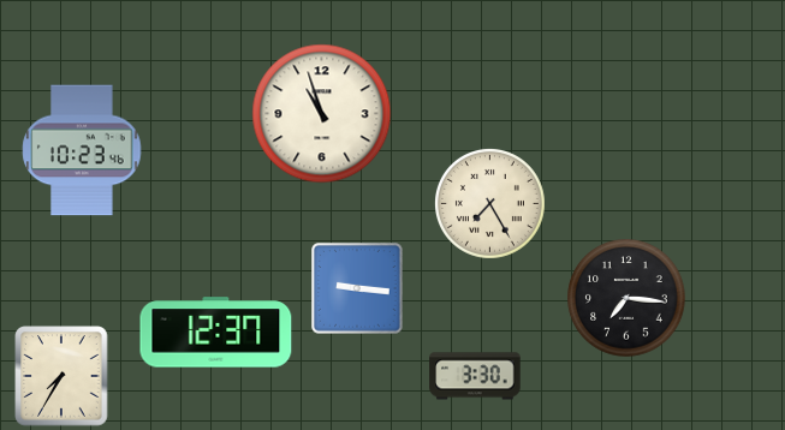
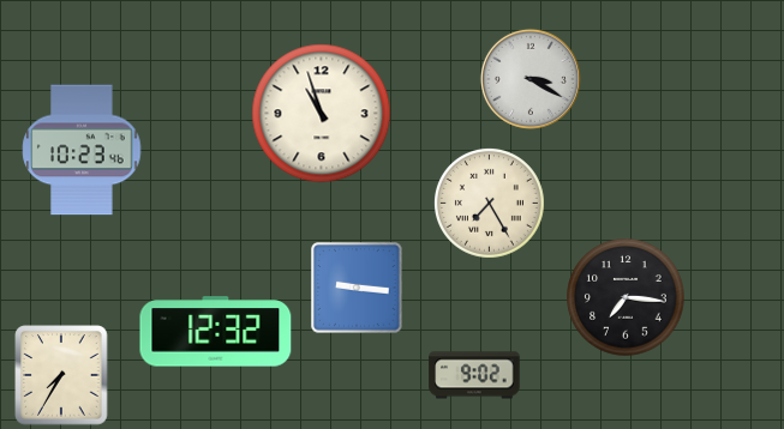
clock at (531, 79): none -> 3:20
clock at (216, 333): 12:37 -> 12:32
clock at (475, 376): 3:30 -> 9:02
